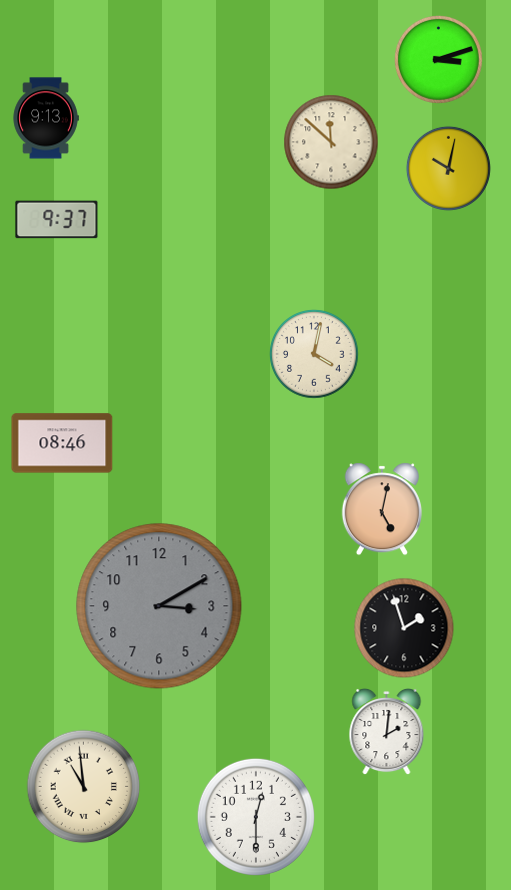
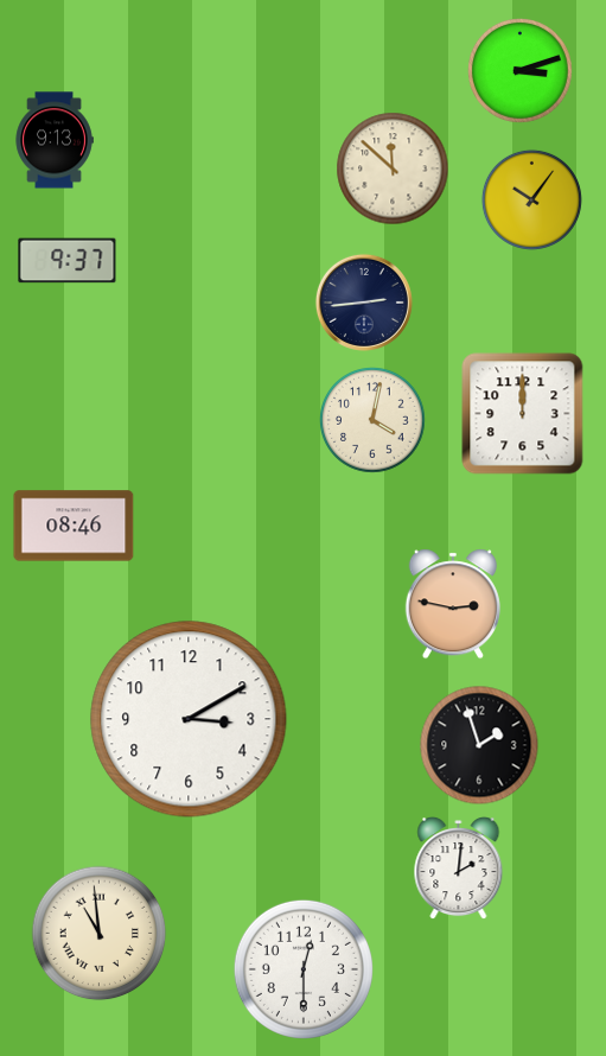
clock at (448, 168): 10:02 -> 10:06
clock at (364, 303): none -> 2:44
clock at (523, 414): none -> 12:00
clock at (382, 509): 5:02 -> 2:47
clock at (159, 606) dial: grey -> white
